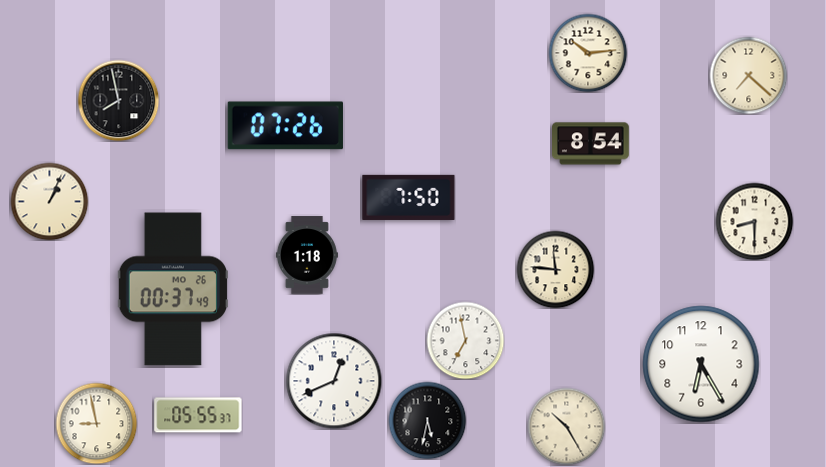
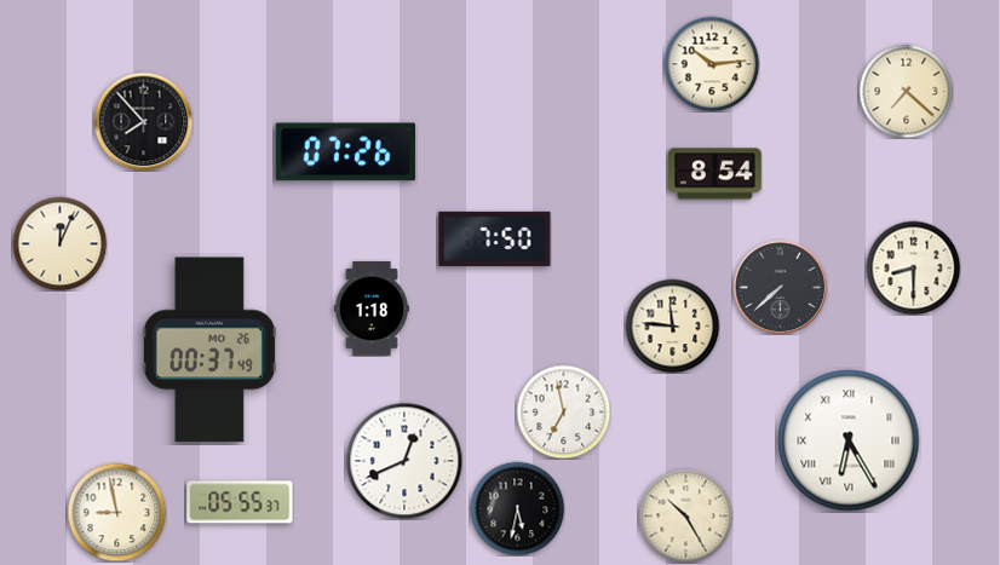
clock at (118, 100): 7:58 -> 7:53
clock at (49, 201): 1:04 -> 12:04
clock at (780, 287): none -> 7:38
clock at (701, 364) numerals: Arabic -> Roman
